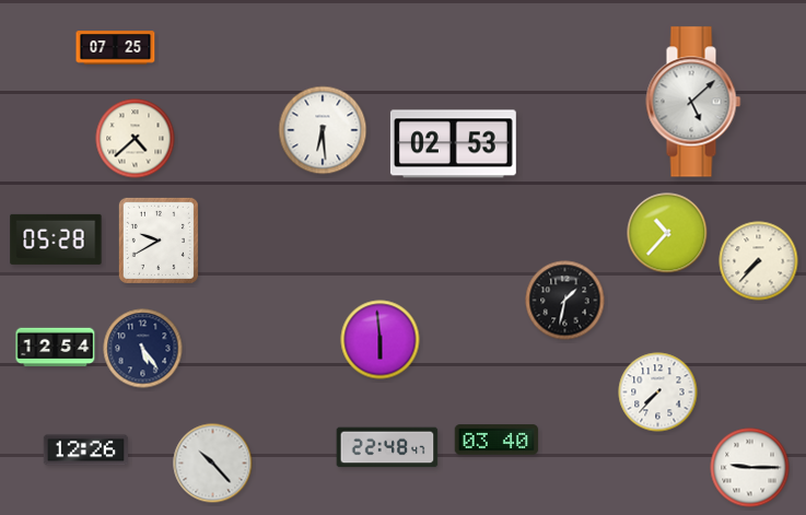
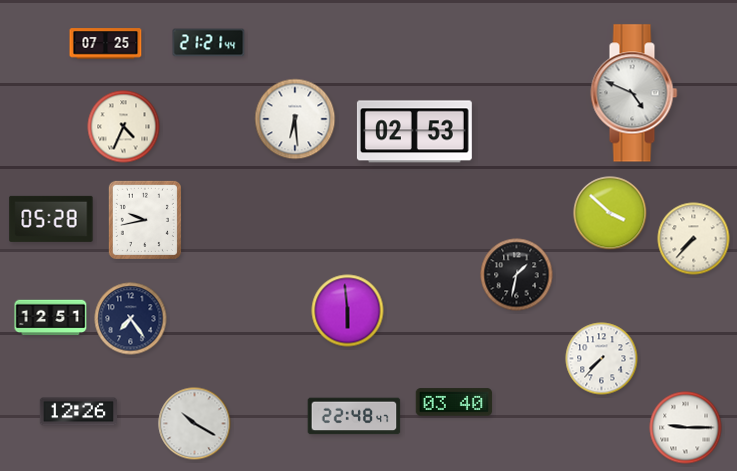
clock at (209, 43): none -> 21:21
clock at (693, 102): 5:08 -> 4:49
clock at (136, 139): 4:38 -> 4:34
clock at (667, 233): 10:37 -> 3:52
clock at (159, 241): 9:40 -> 9:43
clock at (56, 348): 12:54 -> 12:51
clock at (143, 349): 5:24 -> 7:24
clock at (387, 447) position: (387, 447) -> (354, 416)
clock at (213, 464): 10:23 -> 10:20
